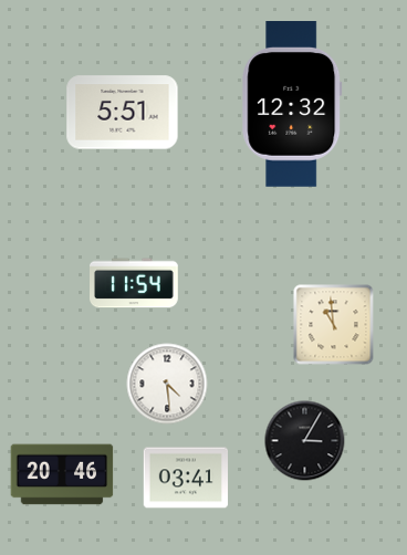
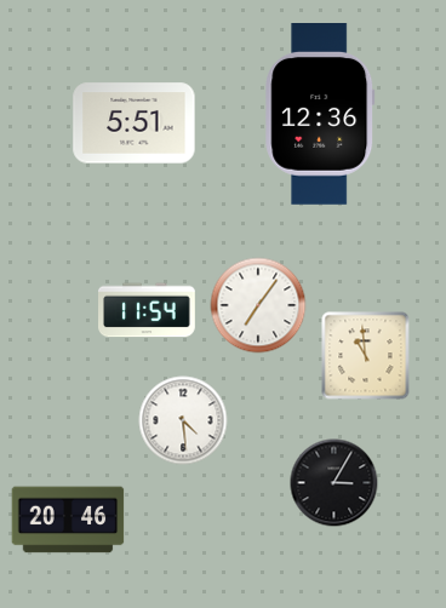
clock at (292, 105): 12:32 -> 12:36
clock at (258, 305): none -> 7:06
clock at (186, 478): 03:41 -> none
